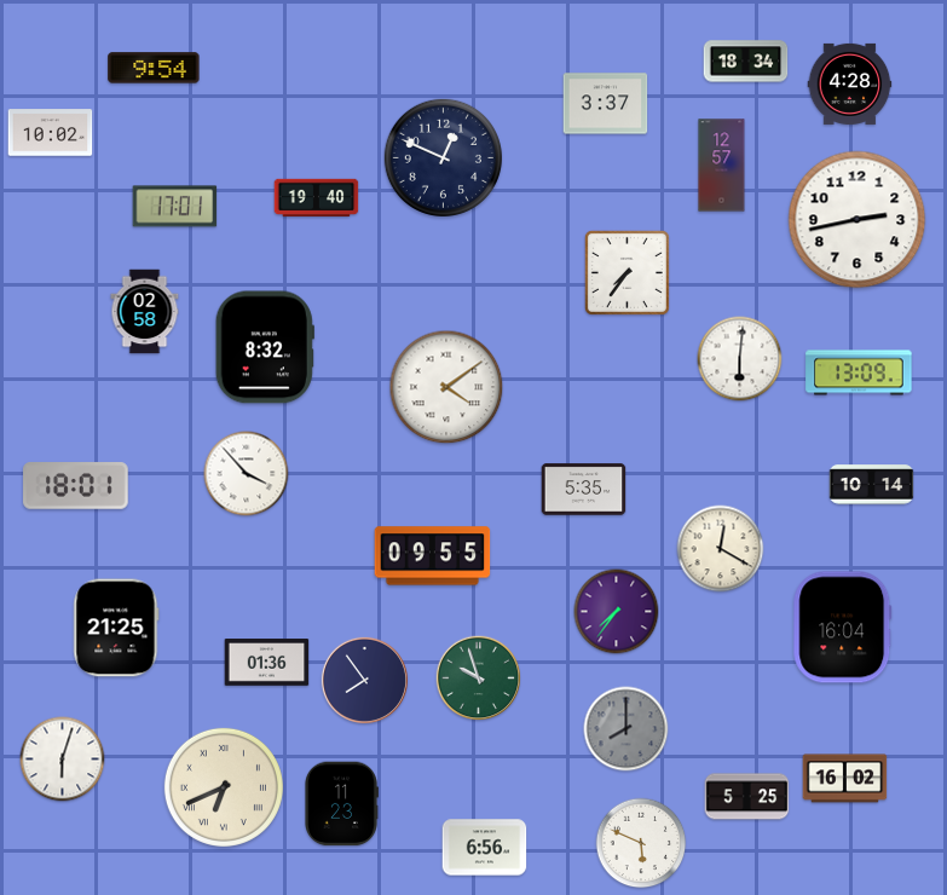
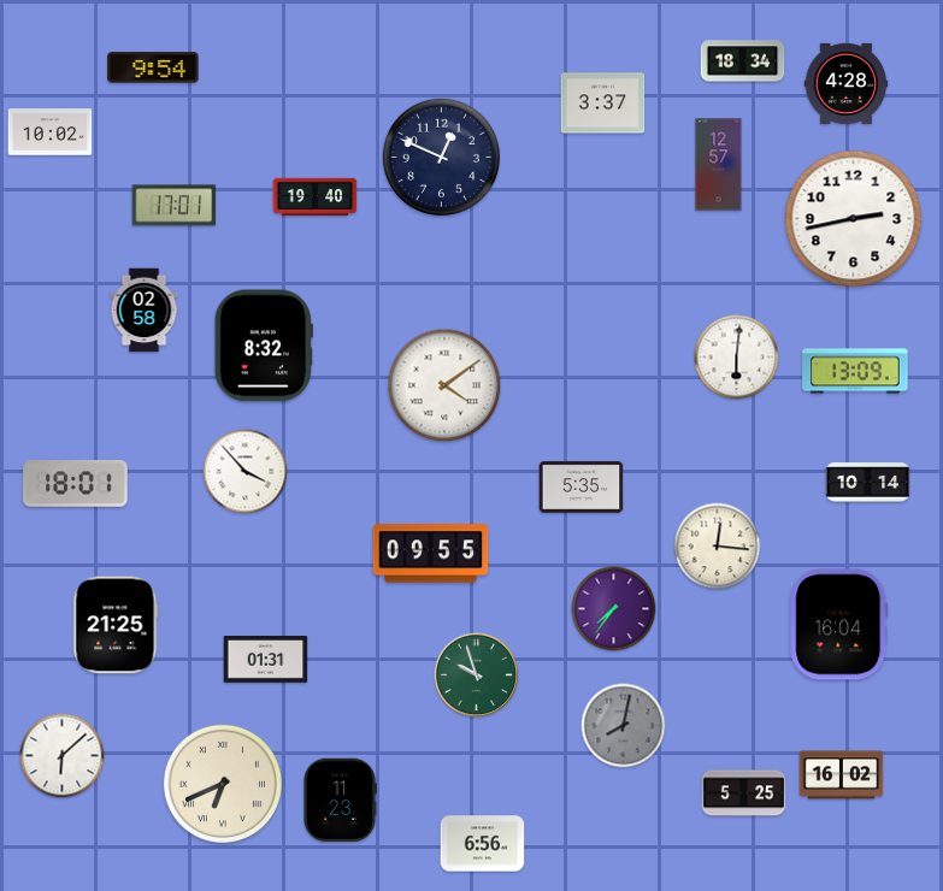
clock at (626, 272): 7:36 -> none
clock at (721, 549): 12:20 -> 12:16
clock at (267, 663): 01:36 -> 01:31
clock at (364, 680): 7:54 -> none
clock at (626, 729): 8:00 -> 8:02
clock at (63, 760): 6:03 -> 6:08
clock at (641, 843): 5:49 -> none
